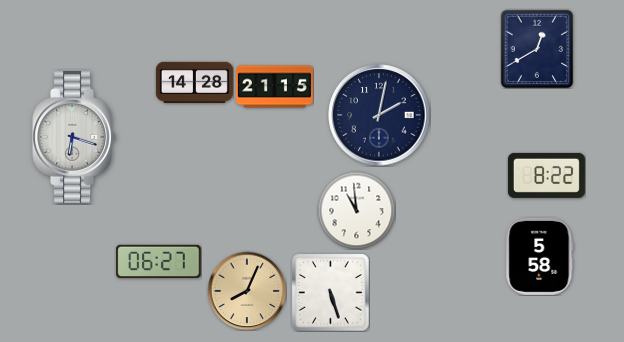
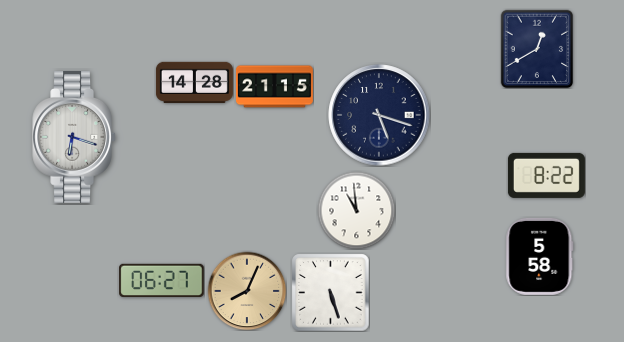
clock at (379, 115): 2:02 -> 5:18
clock at (159, 261) position: (159, 261) -> (162, 280)
